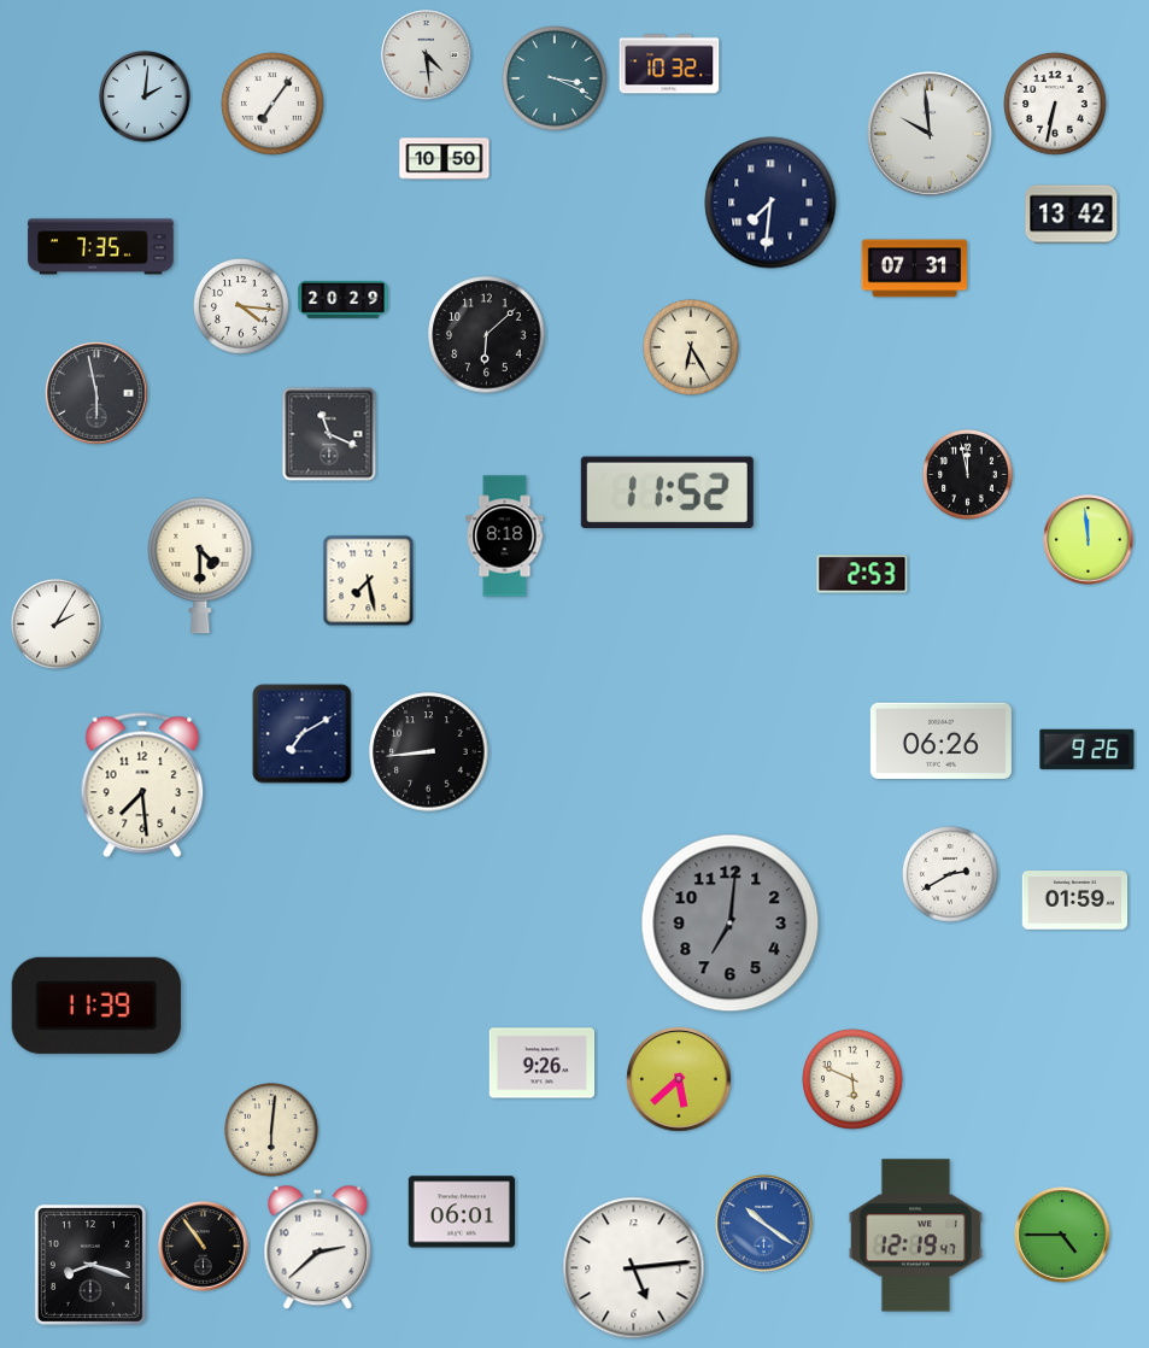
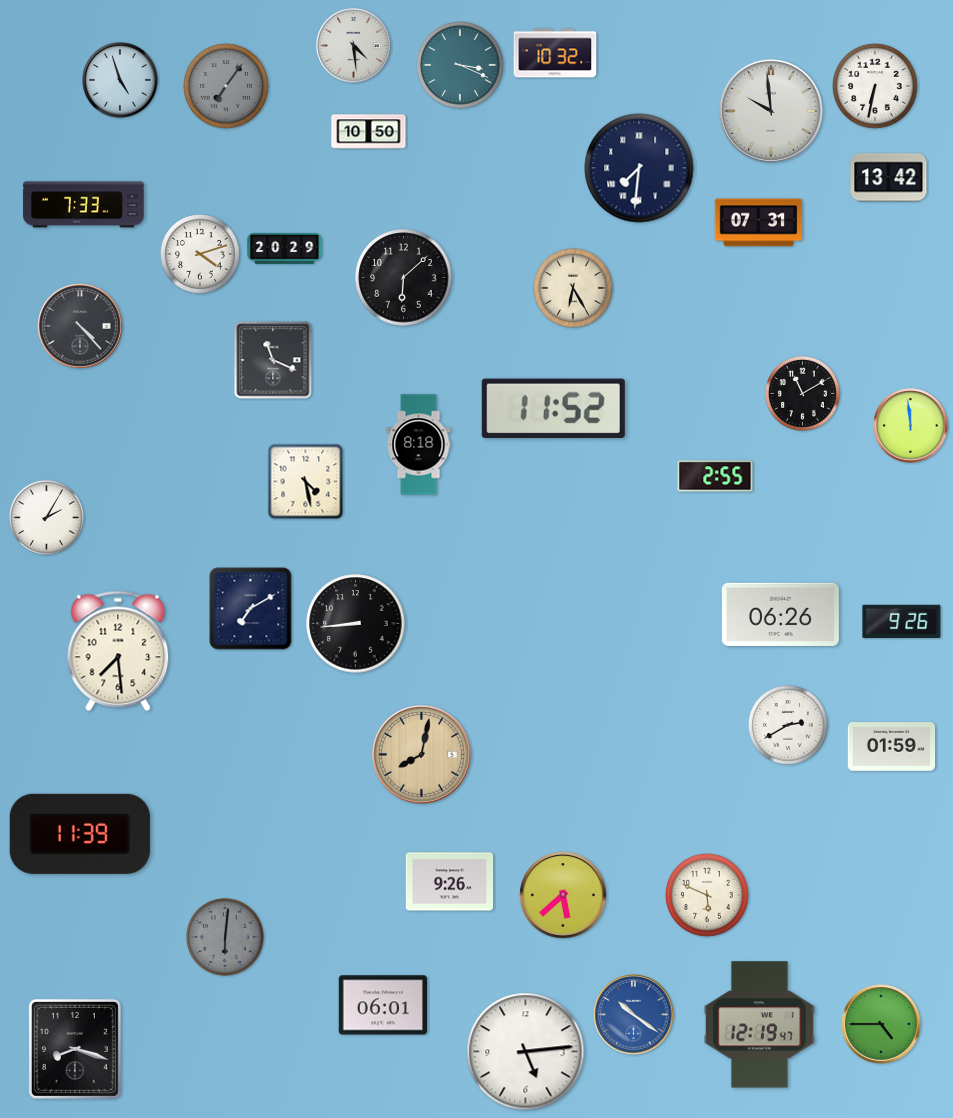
clock at (145, 96): 2:01 -> 4:57
clock at (272, 104) dial: white -> grey
clock at (101, 247): 7:35 -> 7:33
clock at (242, 307): 4:16 -> 4:12
clock at (96, 393): 5:58 -> 4:23
clock at (967, 474): 11:58 -> 11:10
clock at (1089, 540) position: (1089, 540) -> (911, 426)
clock at (200, 565): 4:30 -> none
clock at (862, 574): 2:53 -> 2:55
clock at (369, 581): 7:28 -> 4:28
clock at (422, 755): none -> 8:02
clock at (731, 924): 7:01 -> none
clock at (272, 1131) dial: cream -> grey
clock at (204, 1247): 10:54 -> none
clock at (318, 1248): 2:38 -> none
